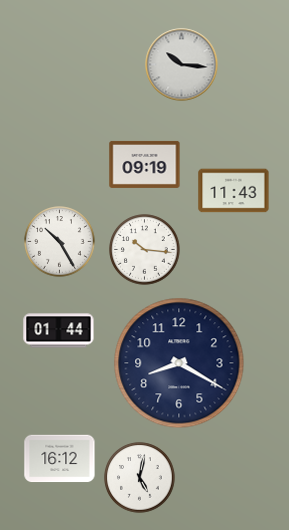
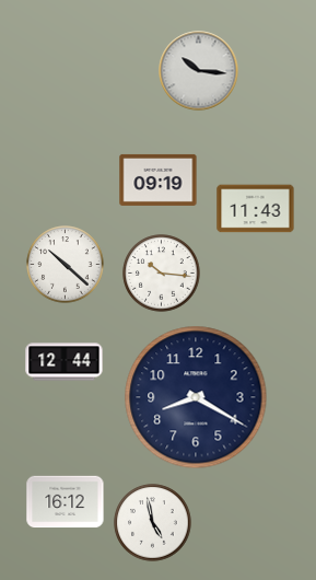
clock at (60, 242): 10:25 -> 10:22
clock at (145, 250) position: (145, 250) -> (162, 274)
clock at (59, 331): 01:44 -> 12:44
clock at (140, 478): 5:02 -> 4:58
